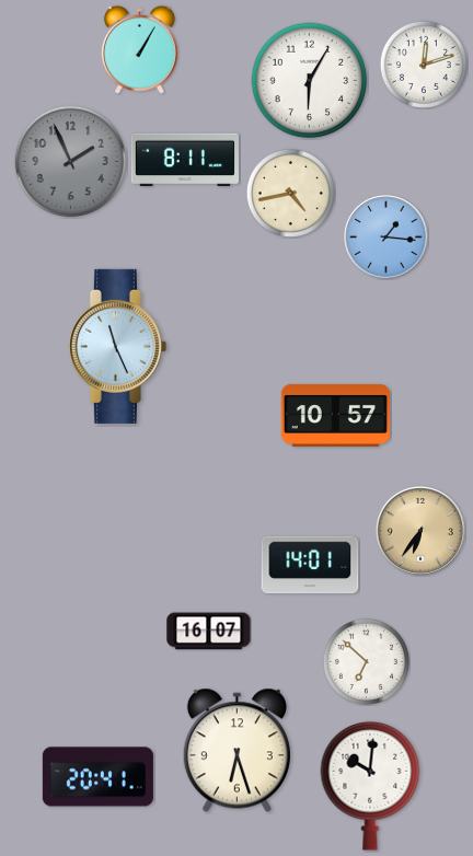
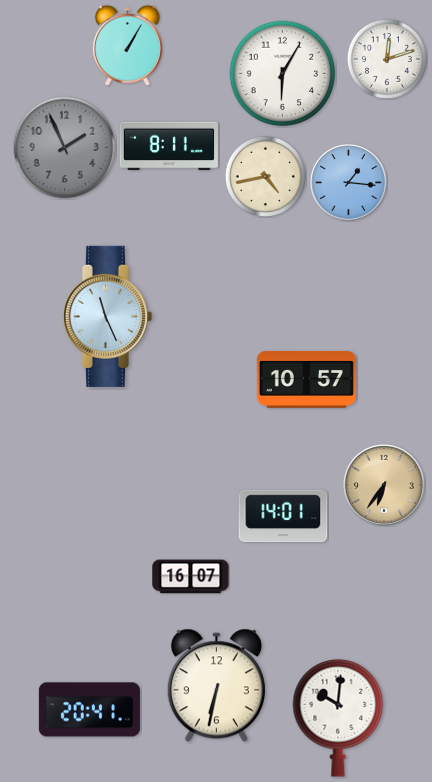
clock at (387, 238) position: (387, 238) -> (349, 183)
clock at (366, 661): 6:52 -> none
clock at (236, 751): 6:27 -> 6:32
